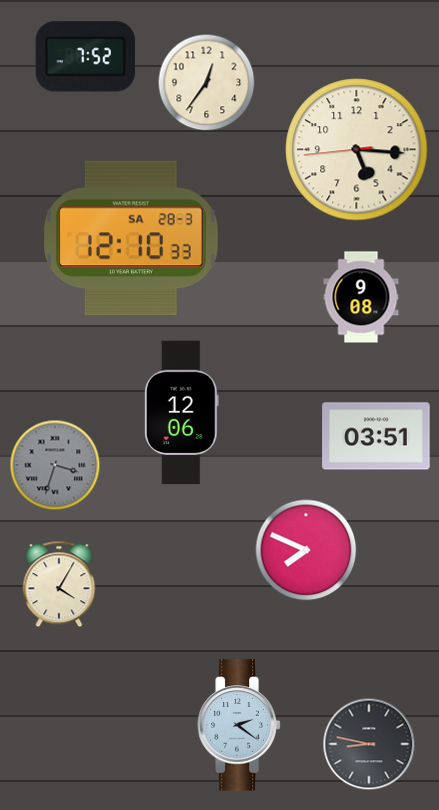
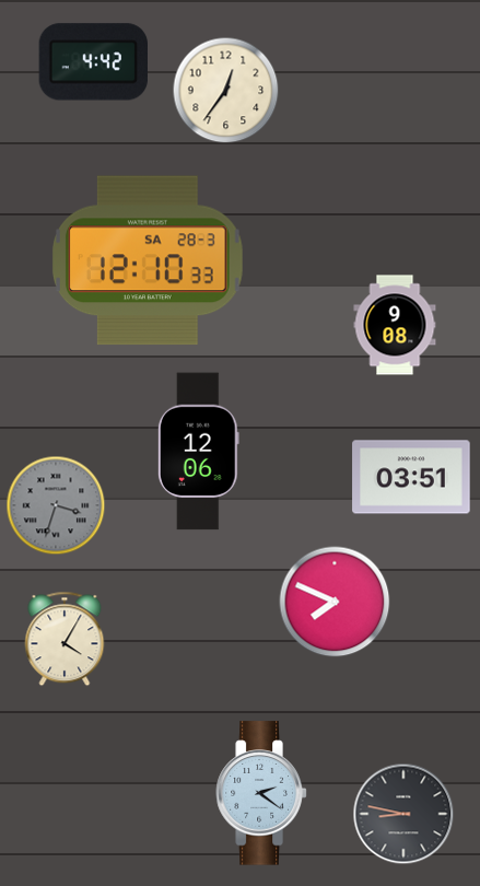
clock at (85, 57): 7:52 -> 4:42
clock at (357, 150): 5:15 -> none
clock at (131, 238) position: (131, 238) -> (148, 260)
clock at (55, 465) position: (55, 465) -> (56, 505)
